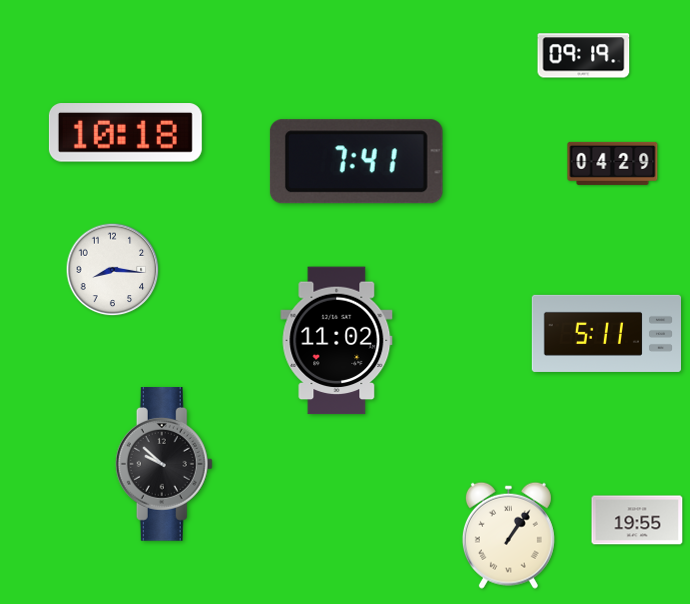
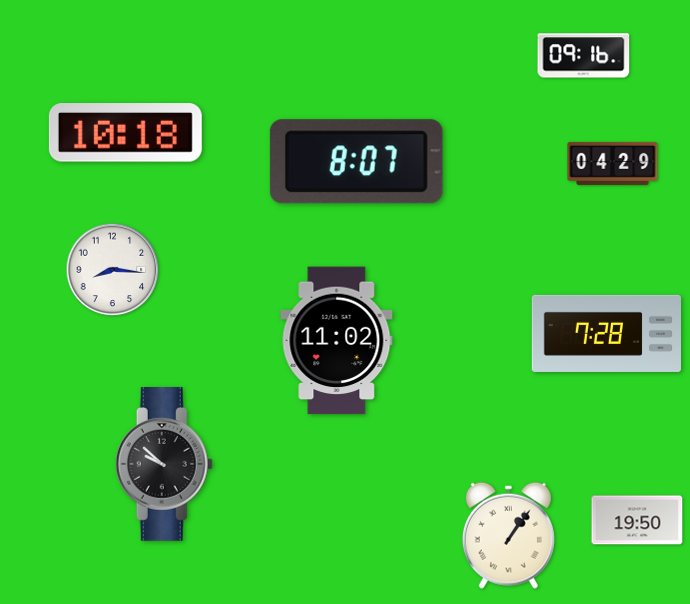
clock at (584, 56): 09:19 -> 09:16
clock at (356, 162): 7:41 -> 8:07
clock at (606, 333): 5:11 -> 7:28
clock at (637, 520): 19:55 -> 19:50
